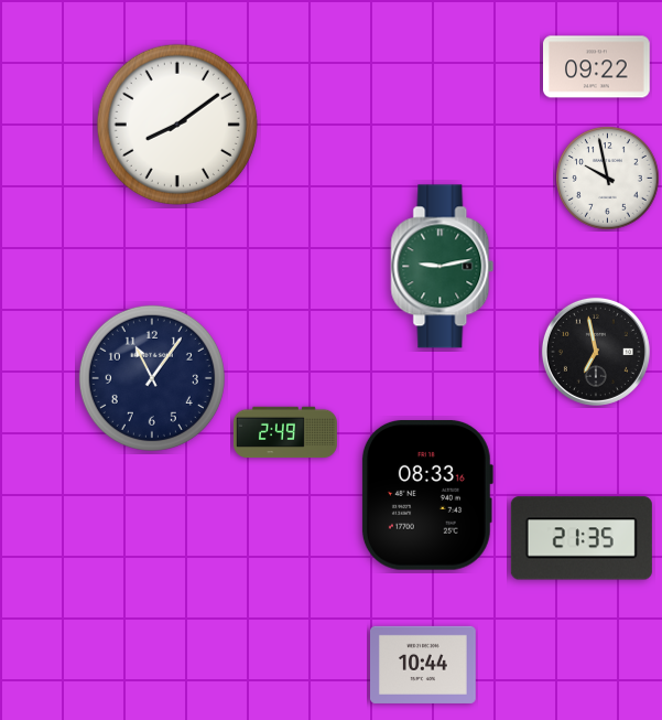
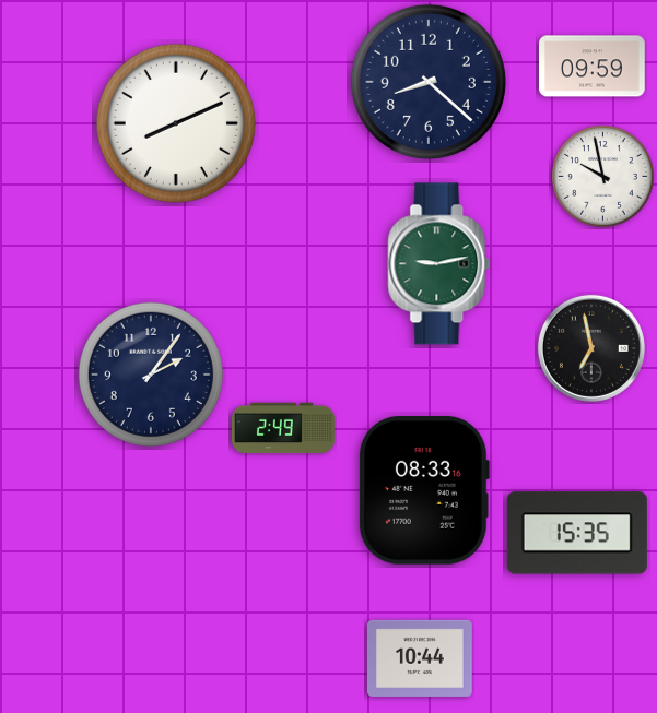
clock at (597, 67): 09:22 -> 09:59
clock at (429, 82): none -> 8:22
clock at (177, 125): 8:09 -> 8:11
clock at (152, 378): 11:06 -> 2:06
clock at (582, 538): 21:35 -> 15:35
